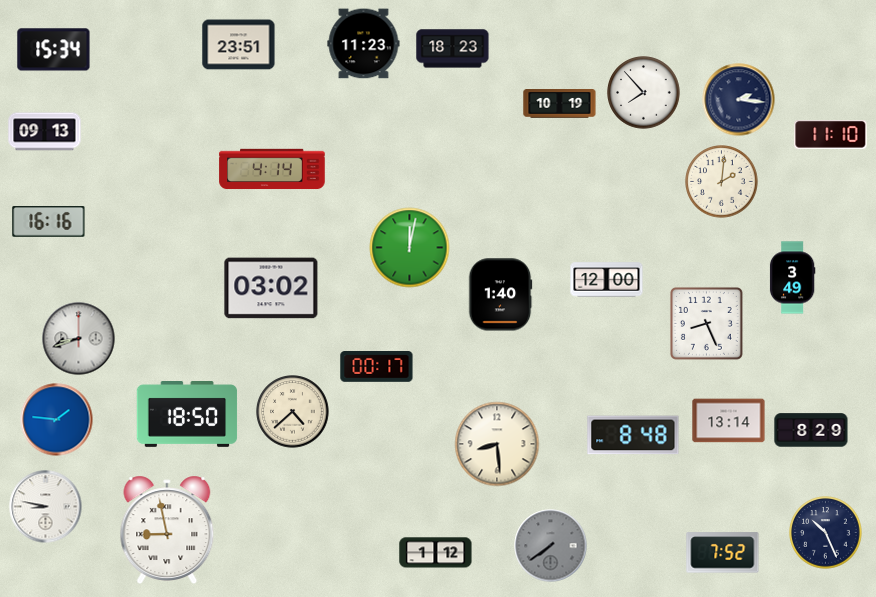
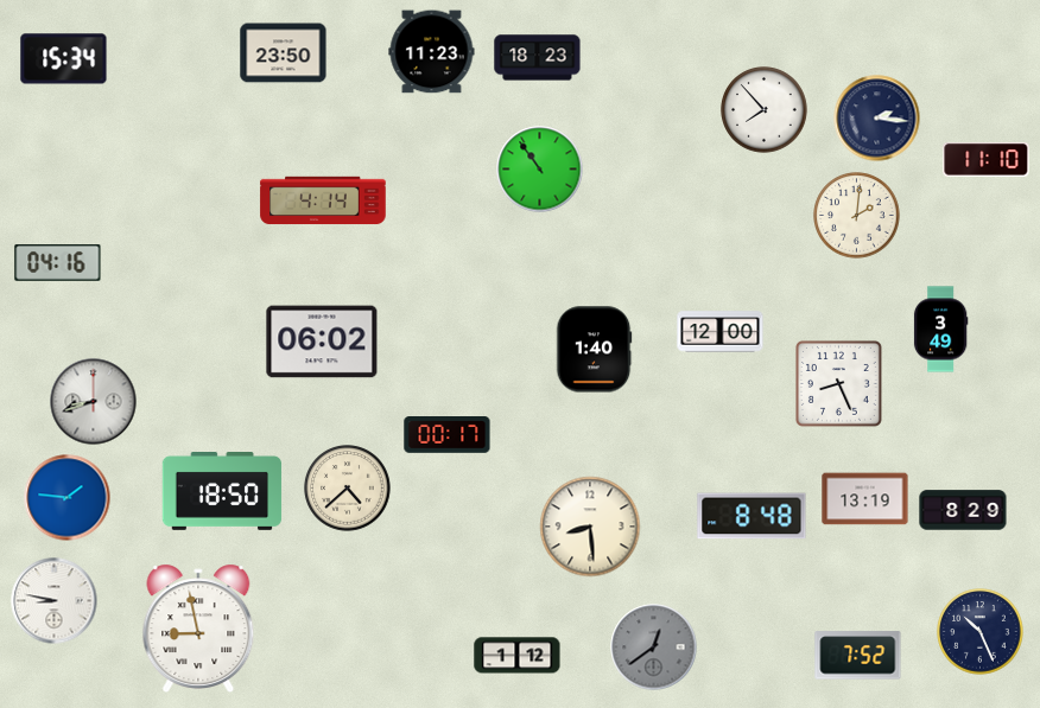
clock at (239, 45): 23:51 -> 23:50
clock at (560, 104): 10:19 -> none
clock at (45, 132): 09:13 -> none
clock at (540, 170): none -> 10:54
clock at (49, 222): 16:16 -> 04:16
clock at (410, 248): 12:02 -> none
clock at (271, 288): 03:02 -> 06:02
clock at (729, 421): 13:14 -> 13:19
clock at (551, 546): 7:39 -> 12:39
